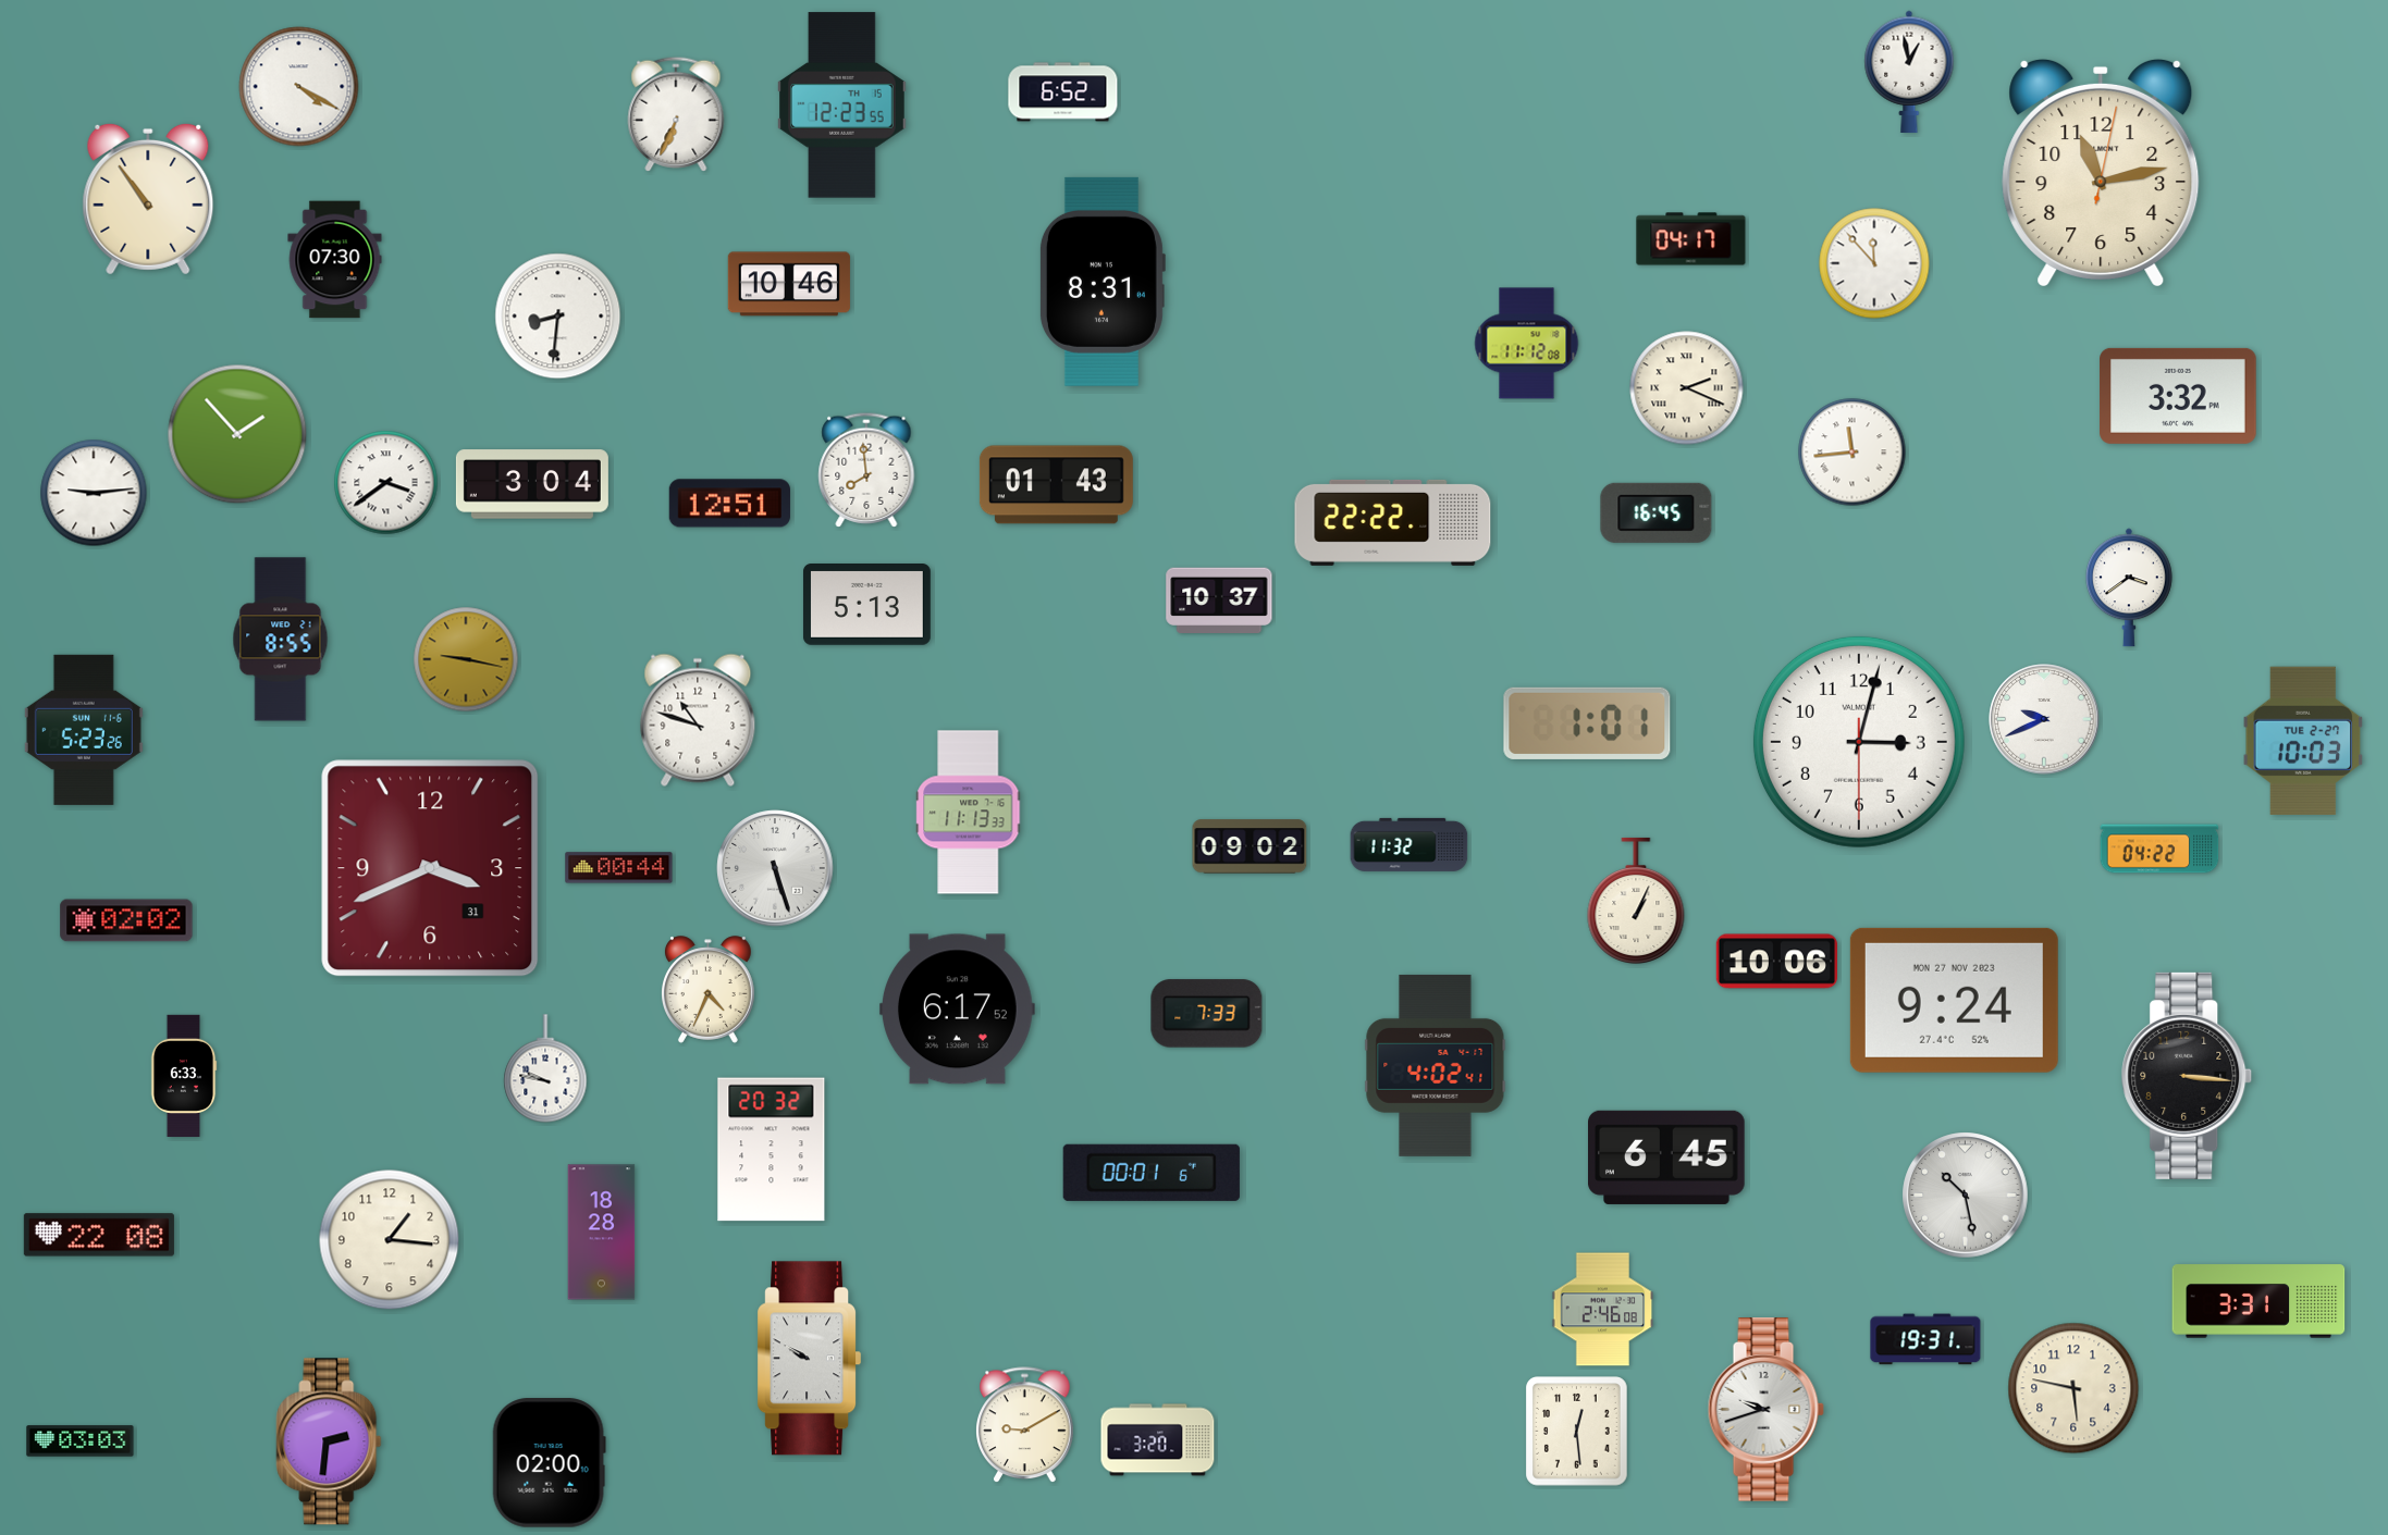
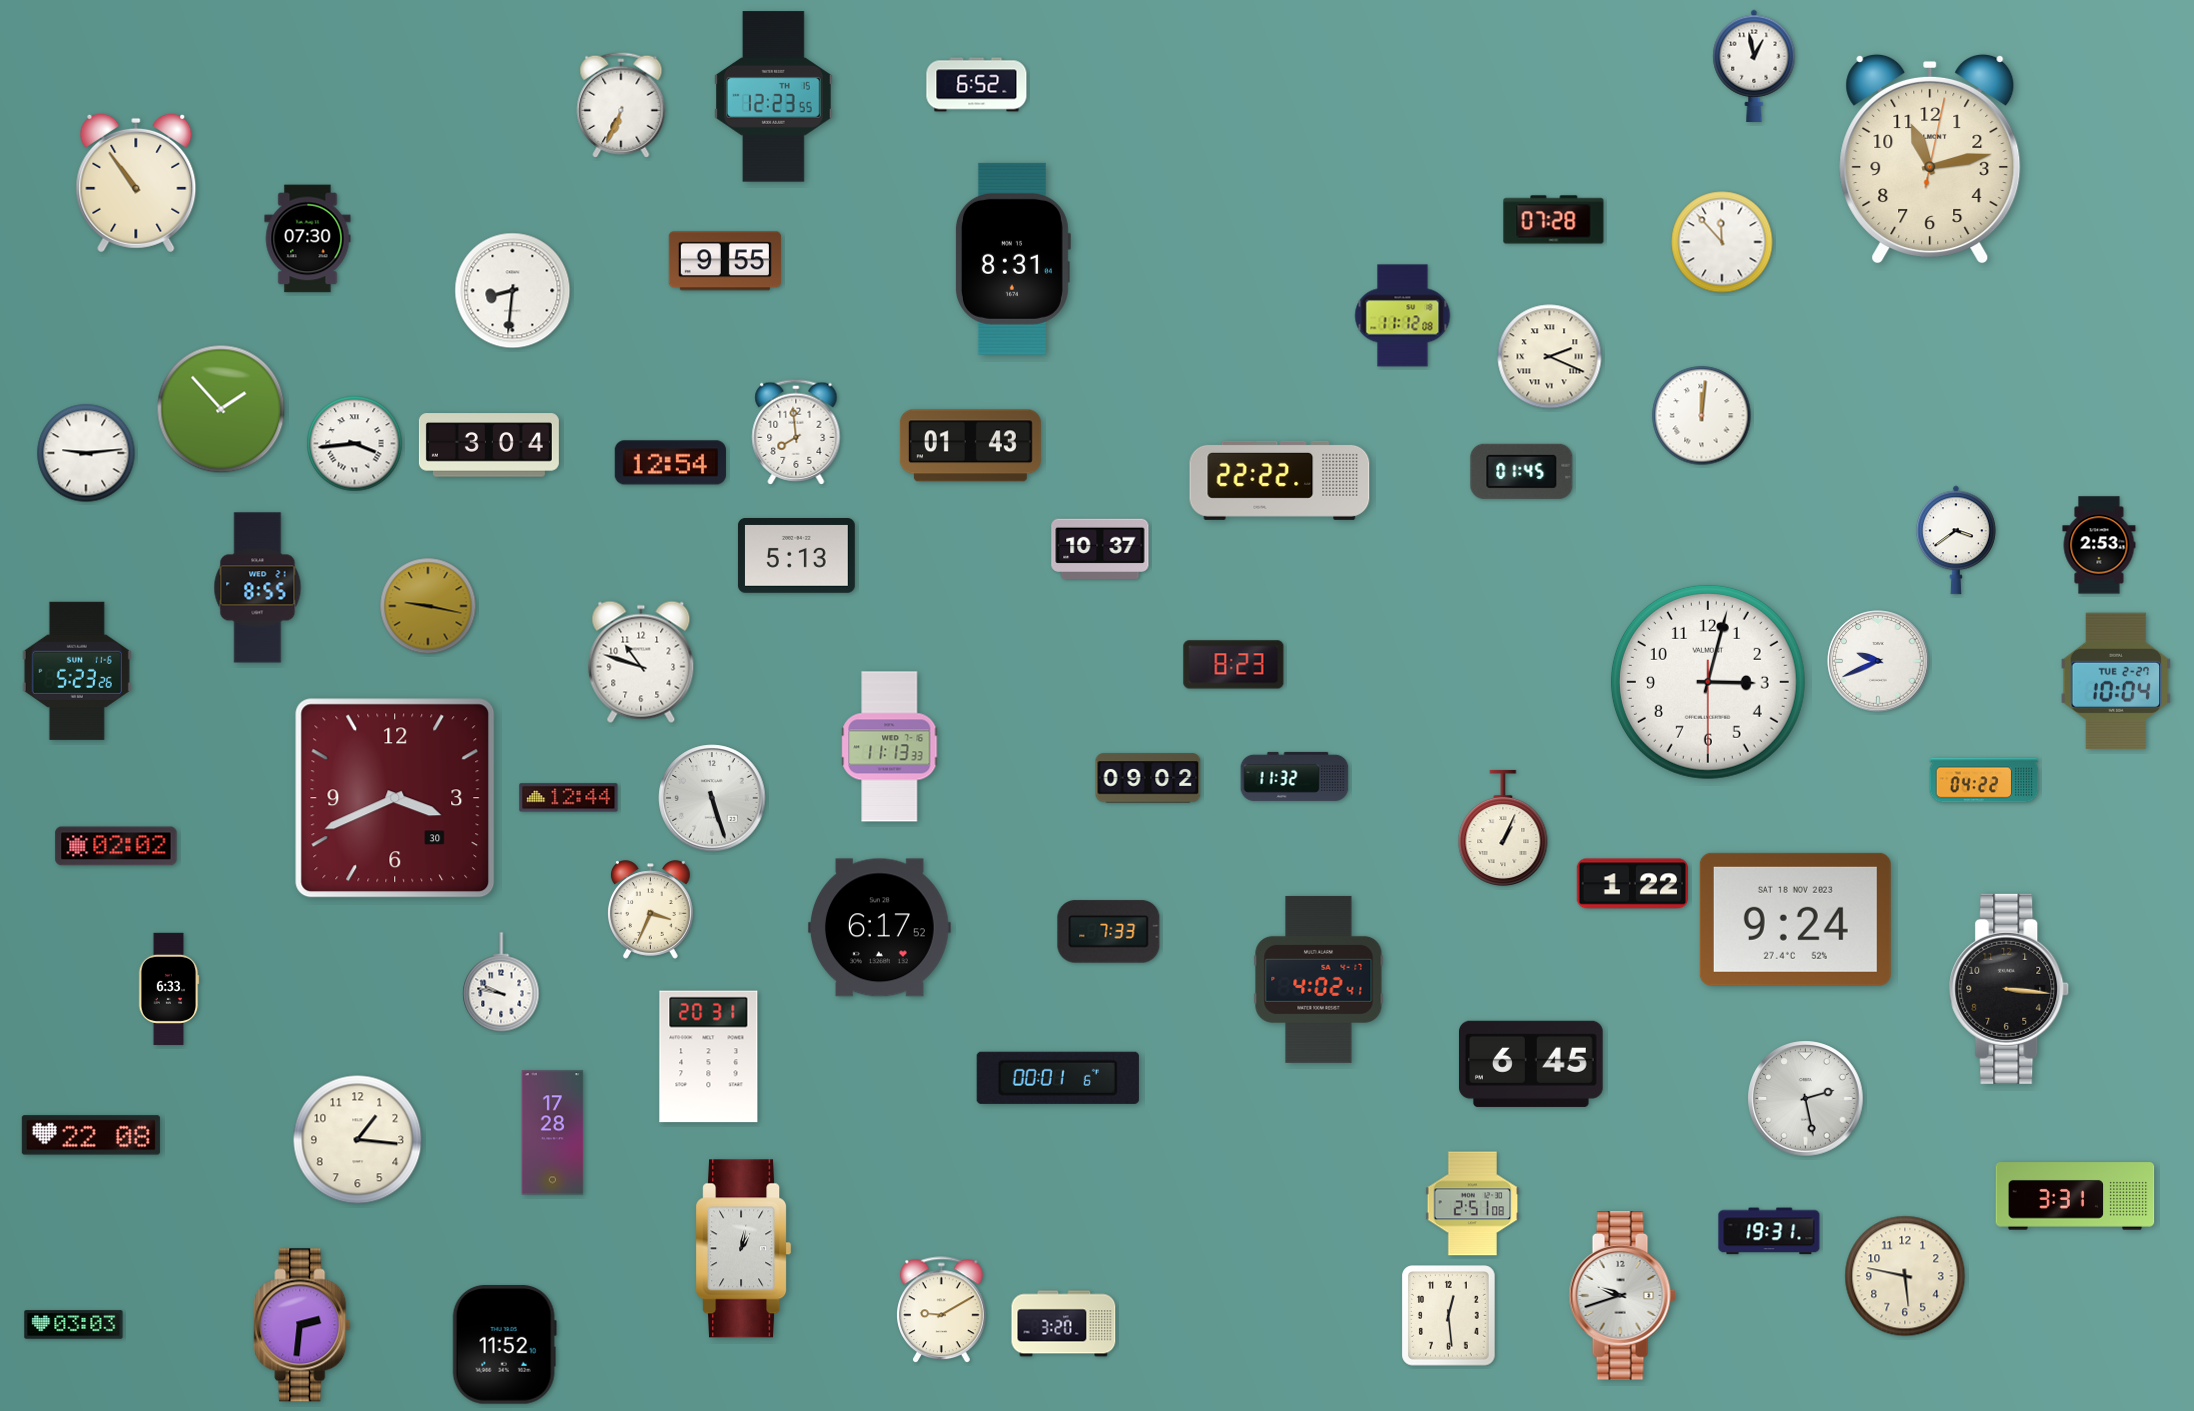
clock at (299, 87): 4:20 -> none
clock at (1691, 239): 04:17 -> 07:28
clock at (789, 284): 10:46 -> 9:55
clock at (2178, 396): 3:32 -> none
clock at (237, 434) position: (237, 434) -> (221, 409)
clock at (1852, 453): 11:44 -> 12:01
clock at (386, 483): 3:39 -> 3:44
clock at (729, 504): 12:51 -> 12:54
clock at (1657, 512): 16:45 -> 01:45
clock at (2099, 545): none -> 2:53
clock at (1219, 601) position: (1219, 601) -> (1100, 549)
clock at (1234, 665): none -> 8:23
clock at (1587, 723): 1:01 -> none
clock at (2303, 741): 10:03 -> 10:04
clock at (430, 868) date: 31 -> 30
clock at (619, 868): 00:44 -> 12:44
clock at (1776, 962): 10:06 -> 1:22
clock at (709, 990): 4:34 -> 3:34
clock at (1954, 1000) date: MON 27 NOV 2023 -> SAT 18 NOV 2023
clock at (772, 1150): 20:32 -> 20:31
clock at (1966, 1196): 10:28 -> 2:28
clock at (602, 1233): 18:28 -> 17:28
clock at (1603, 1310): 2:46 -> 2:51
clock at (810, 1359): 9:50 -> 1:02
clock at (549, 1463): 02:00 -> 11:52
